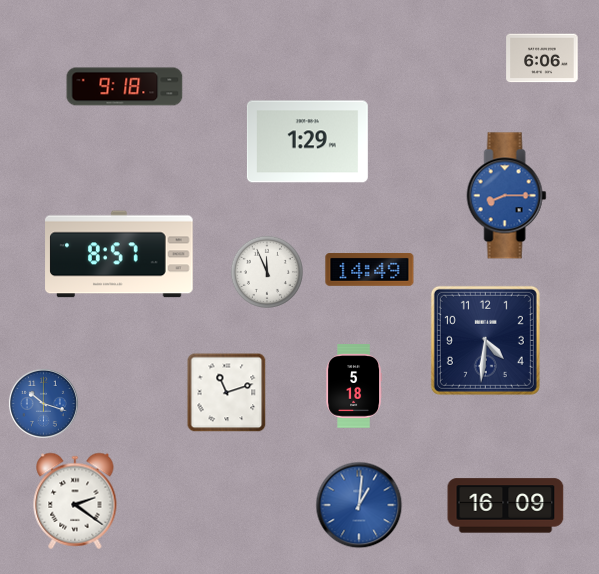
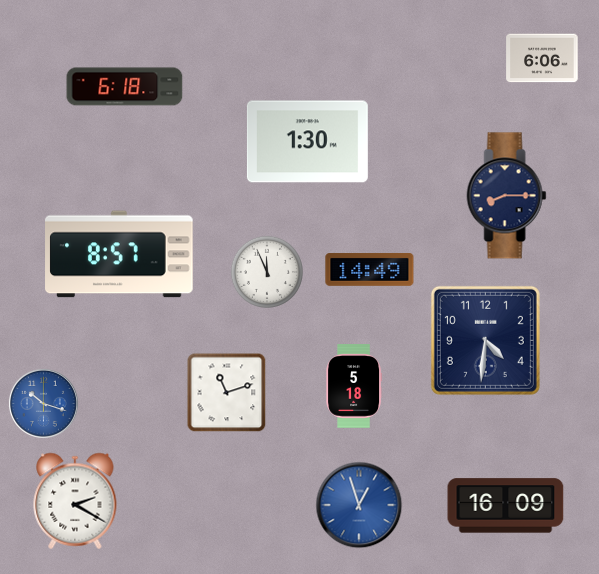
clock at (125, 87): 9:18 -> 6:18
clock at (307, 142): 1:29 -> 1:30
clock at (507, 196) dial: blue -> navy
clock at (75, 501): 2:21 -> 2:20
clock at (359, 505): 1:01 -> 12:57
